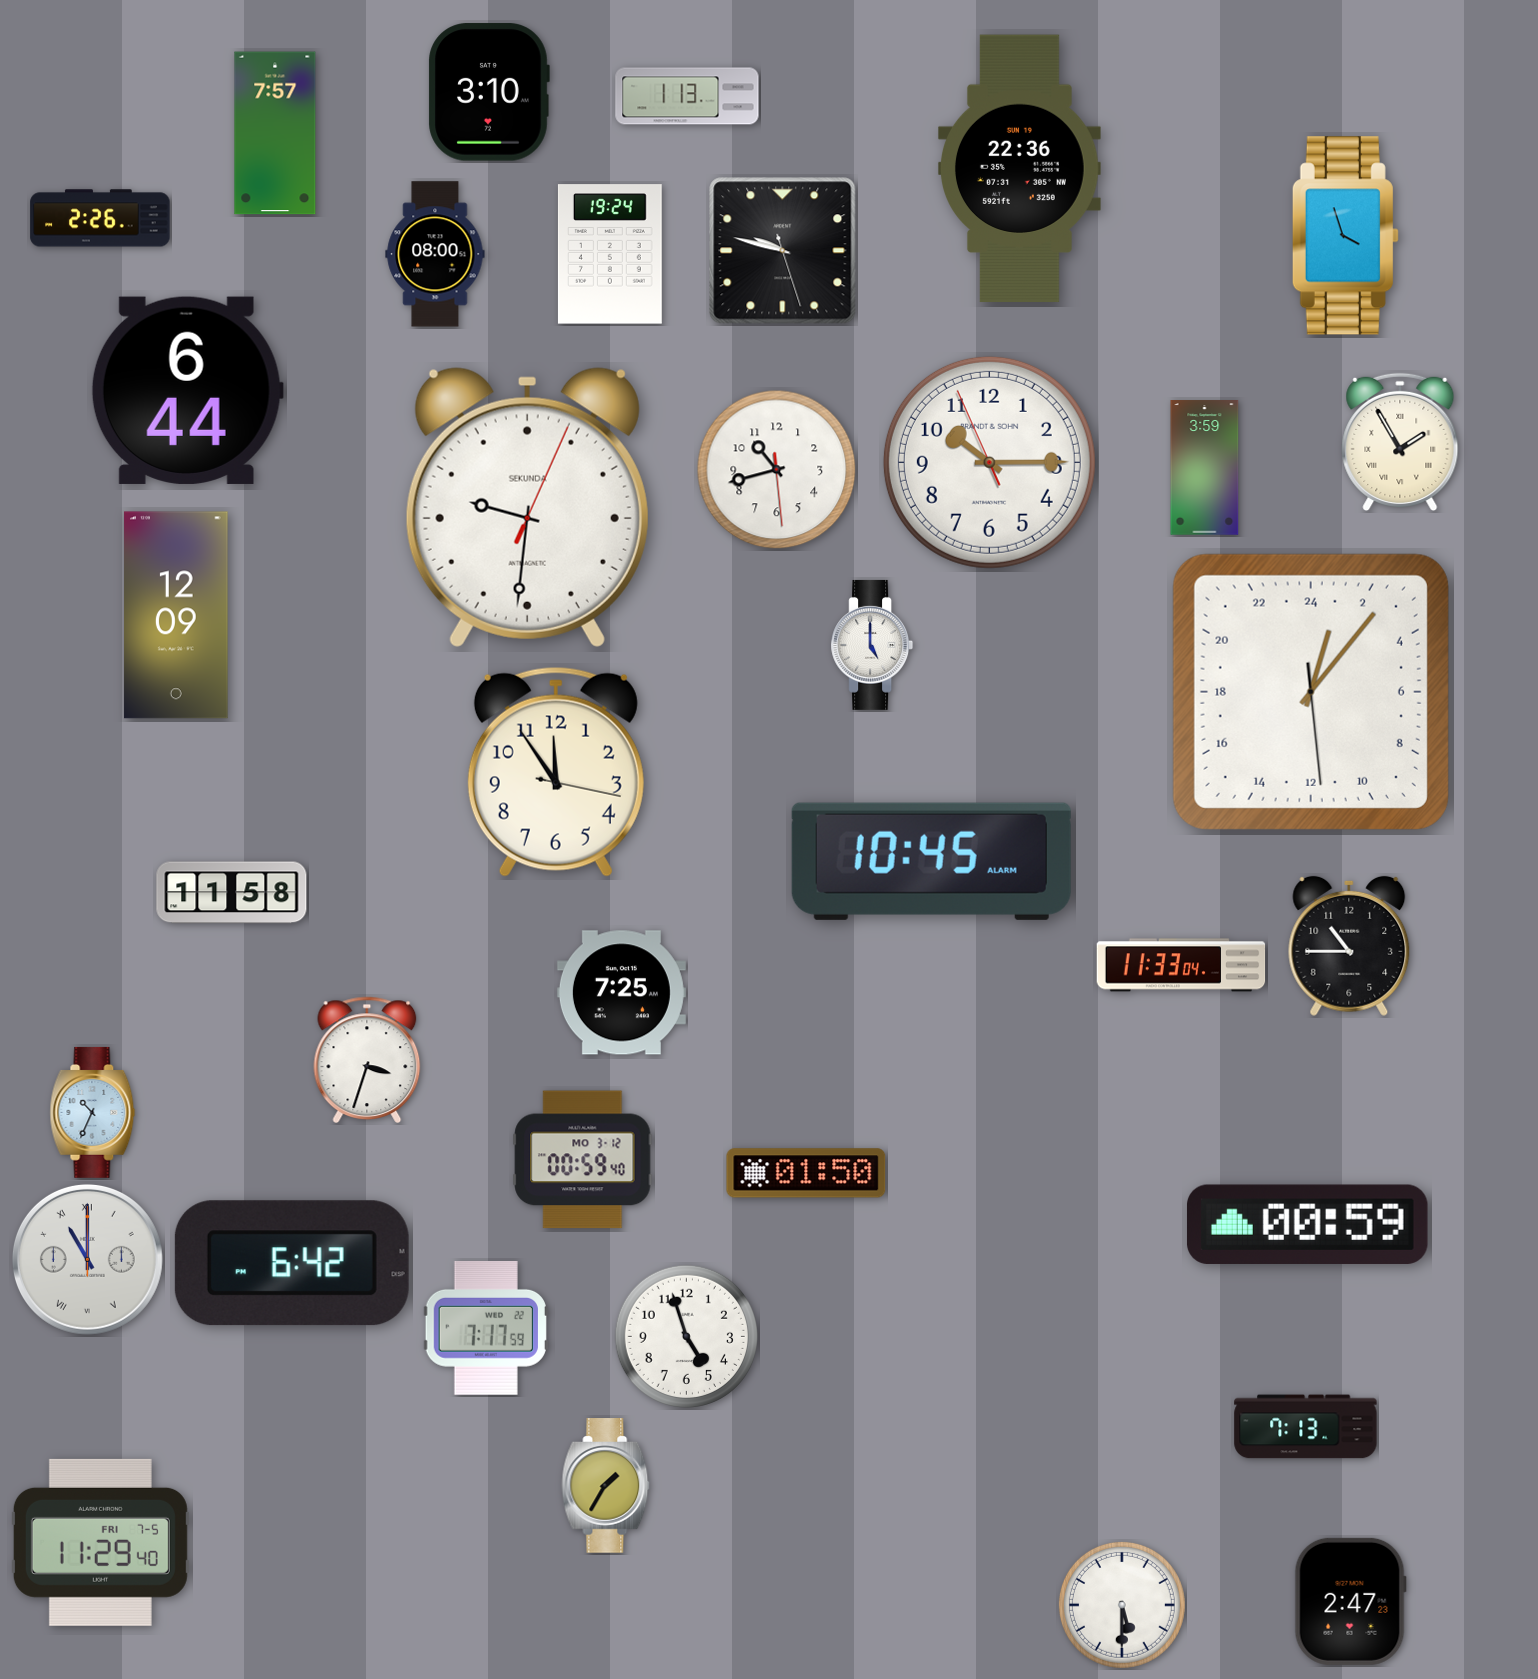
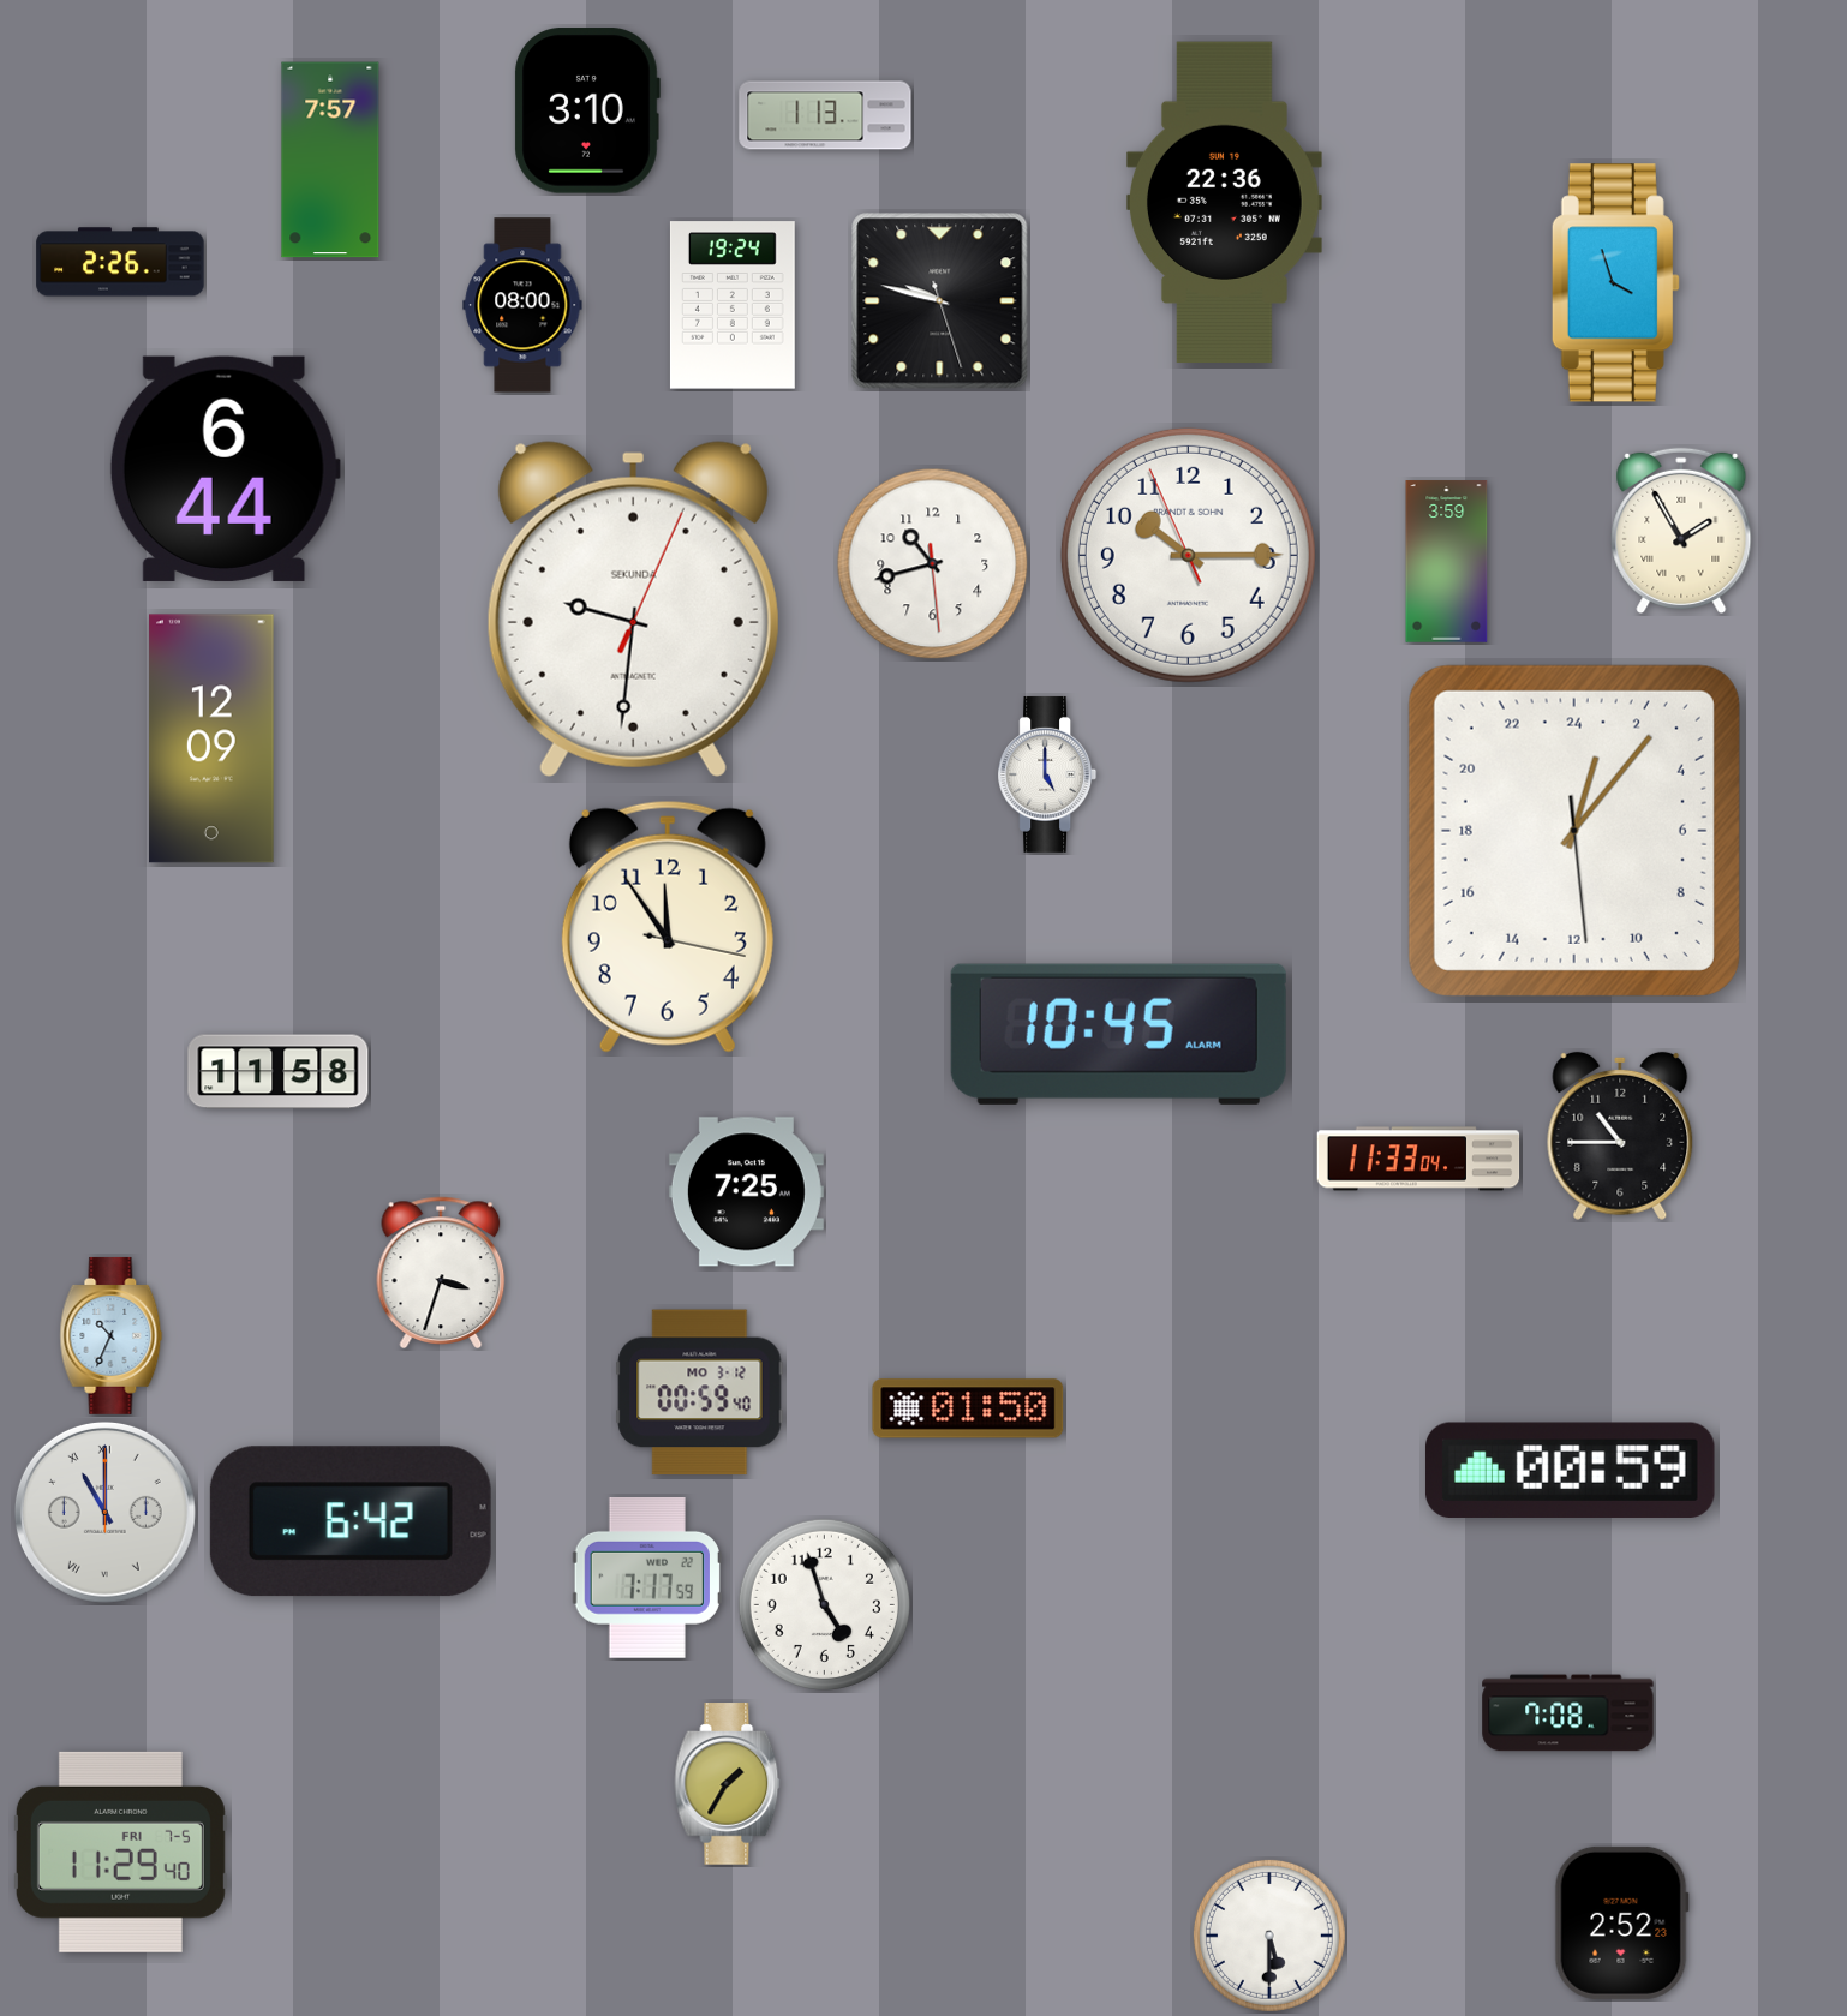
clock at (292, 1263) position: (292, 1263) -> (351, 1521)
clock at (486, 1328) position: (486, 1328) -> (647, 1578)
clock at (1306, 1427): 7:13 -> 7:08
clock at (1350, 1601): 2:47 -> 2:52
clock at (1122, 1605) position: (1122, 1605) -> (1269, 1936)
